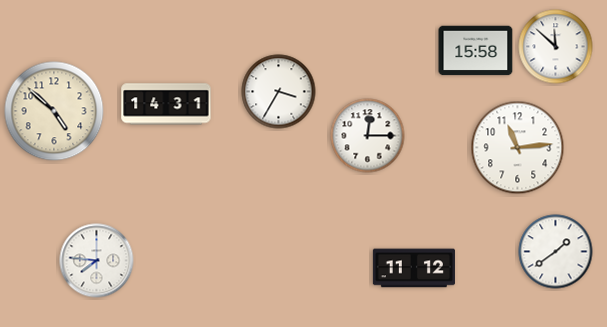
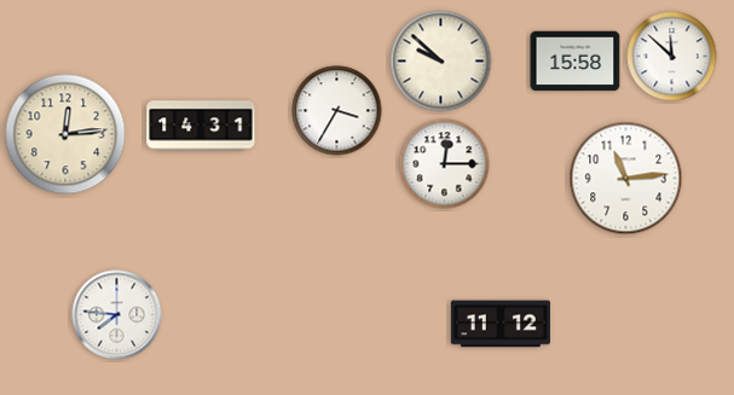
clock at (441, 62): none -> 9:52
clock at (54, 111): 4:52 -> 12:14
clock at (556, 252): 1:39 -> none
